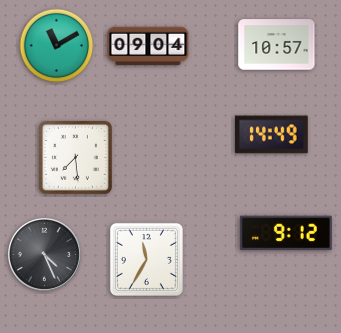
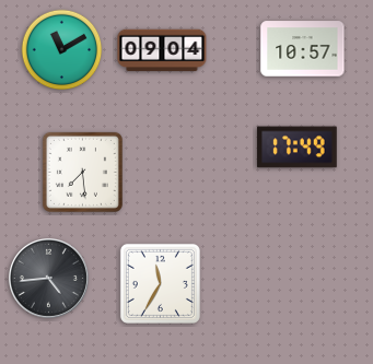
clock at (272, 135): 14:49 -> 17:49
clock at (286, 233): 9:12 -> none
clock at (44, 254): 4:26 -> 4:44
